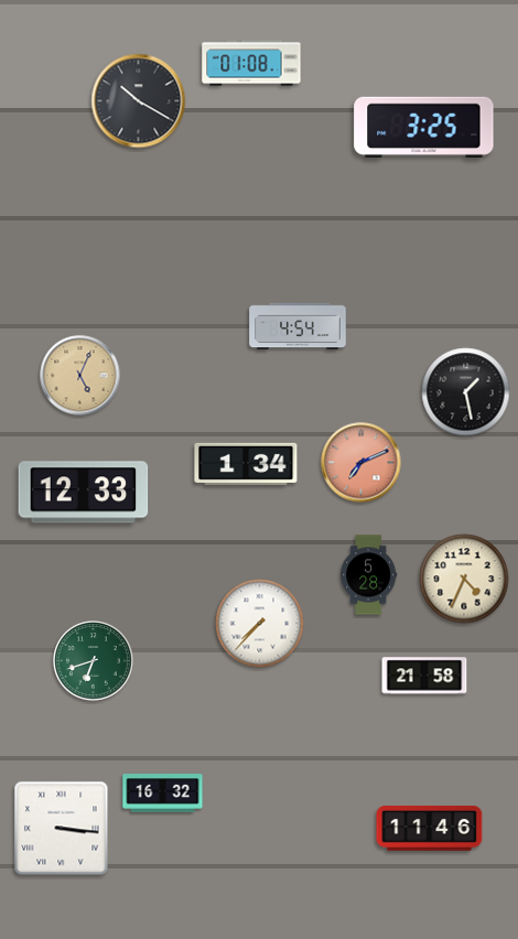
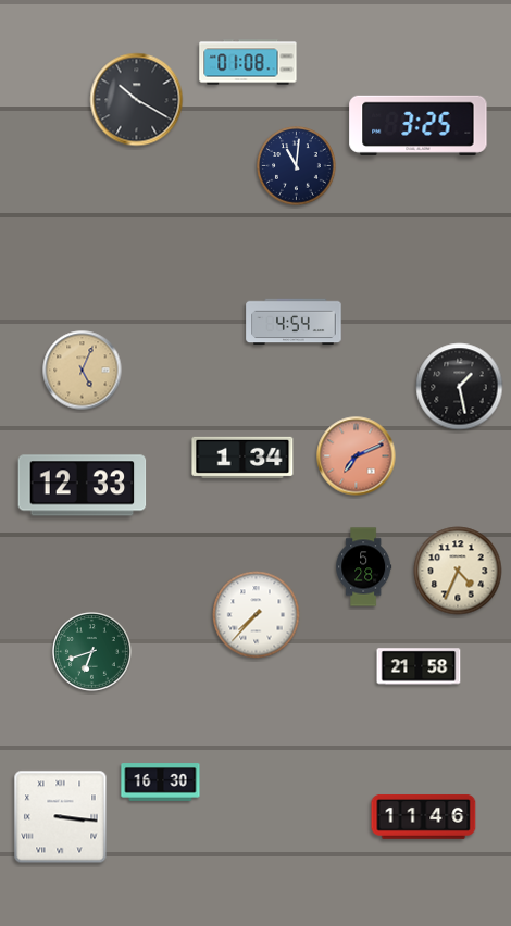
clock at (297, 166): none -> 11:01
clock at (80, 376) position: (80, 376) -> (83, 371)
clock at (163, 794): 16:32 -> 16:30
